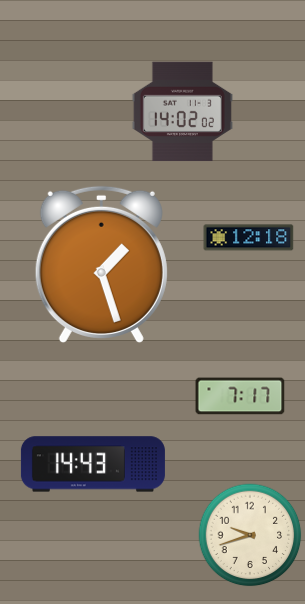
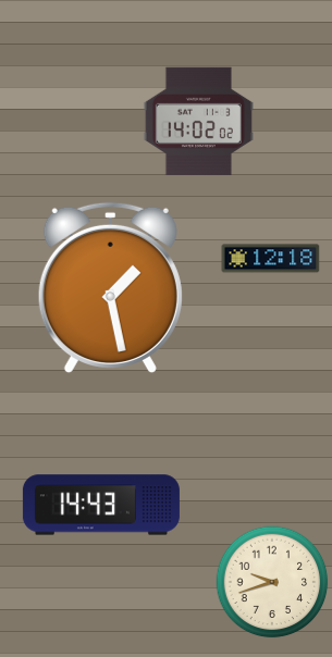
clock at (101, 264): 1:27 -> 1:28
clock at (240, 396): 7:17 -> none
